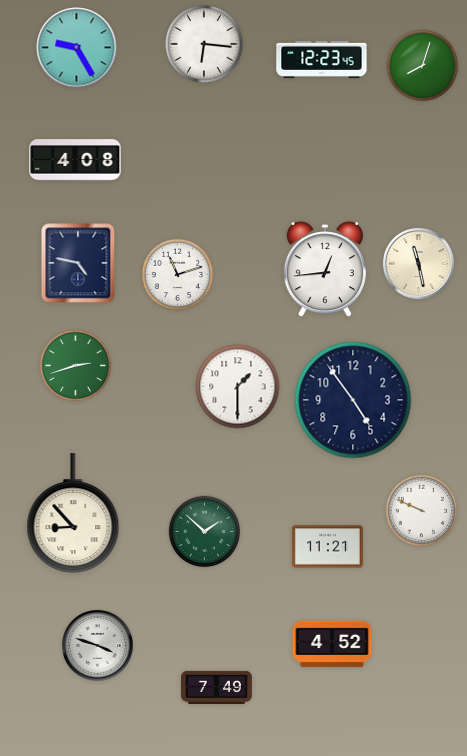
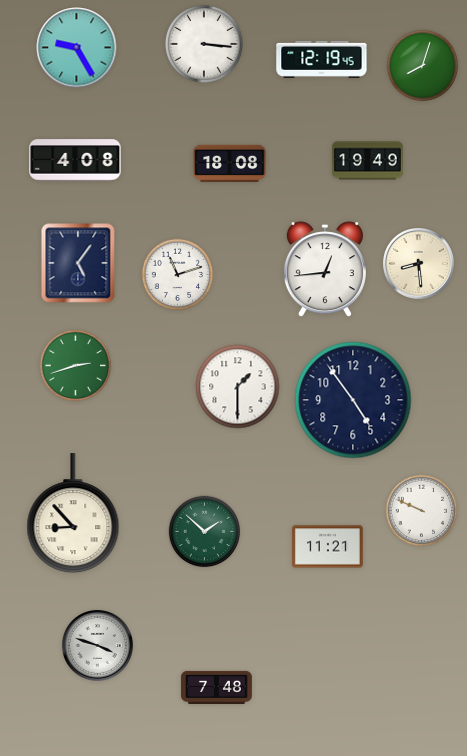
clock at (205, 45): 6:16 -> 3:16
clock at (322, 59): 12:23 -> 12:19
clock at (367, 161): none -> 19:49
clock at (230, 164): none -> 18:08
clock at (78, 263): 4:47 -> 5:06
clock at (419, 264): 11:28 -> 8:29
clock at (332, 644): 4:52 -> none
clock at (217, 687): 7:49 -> 7:48
